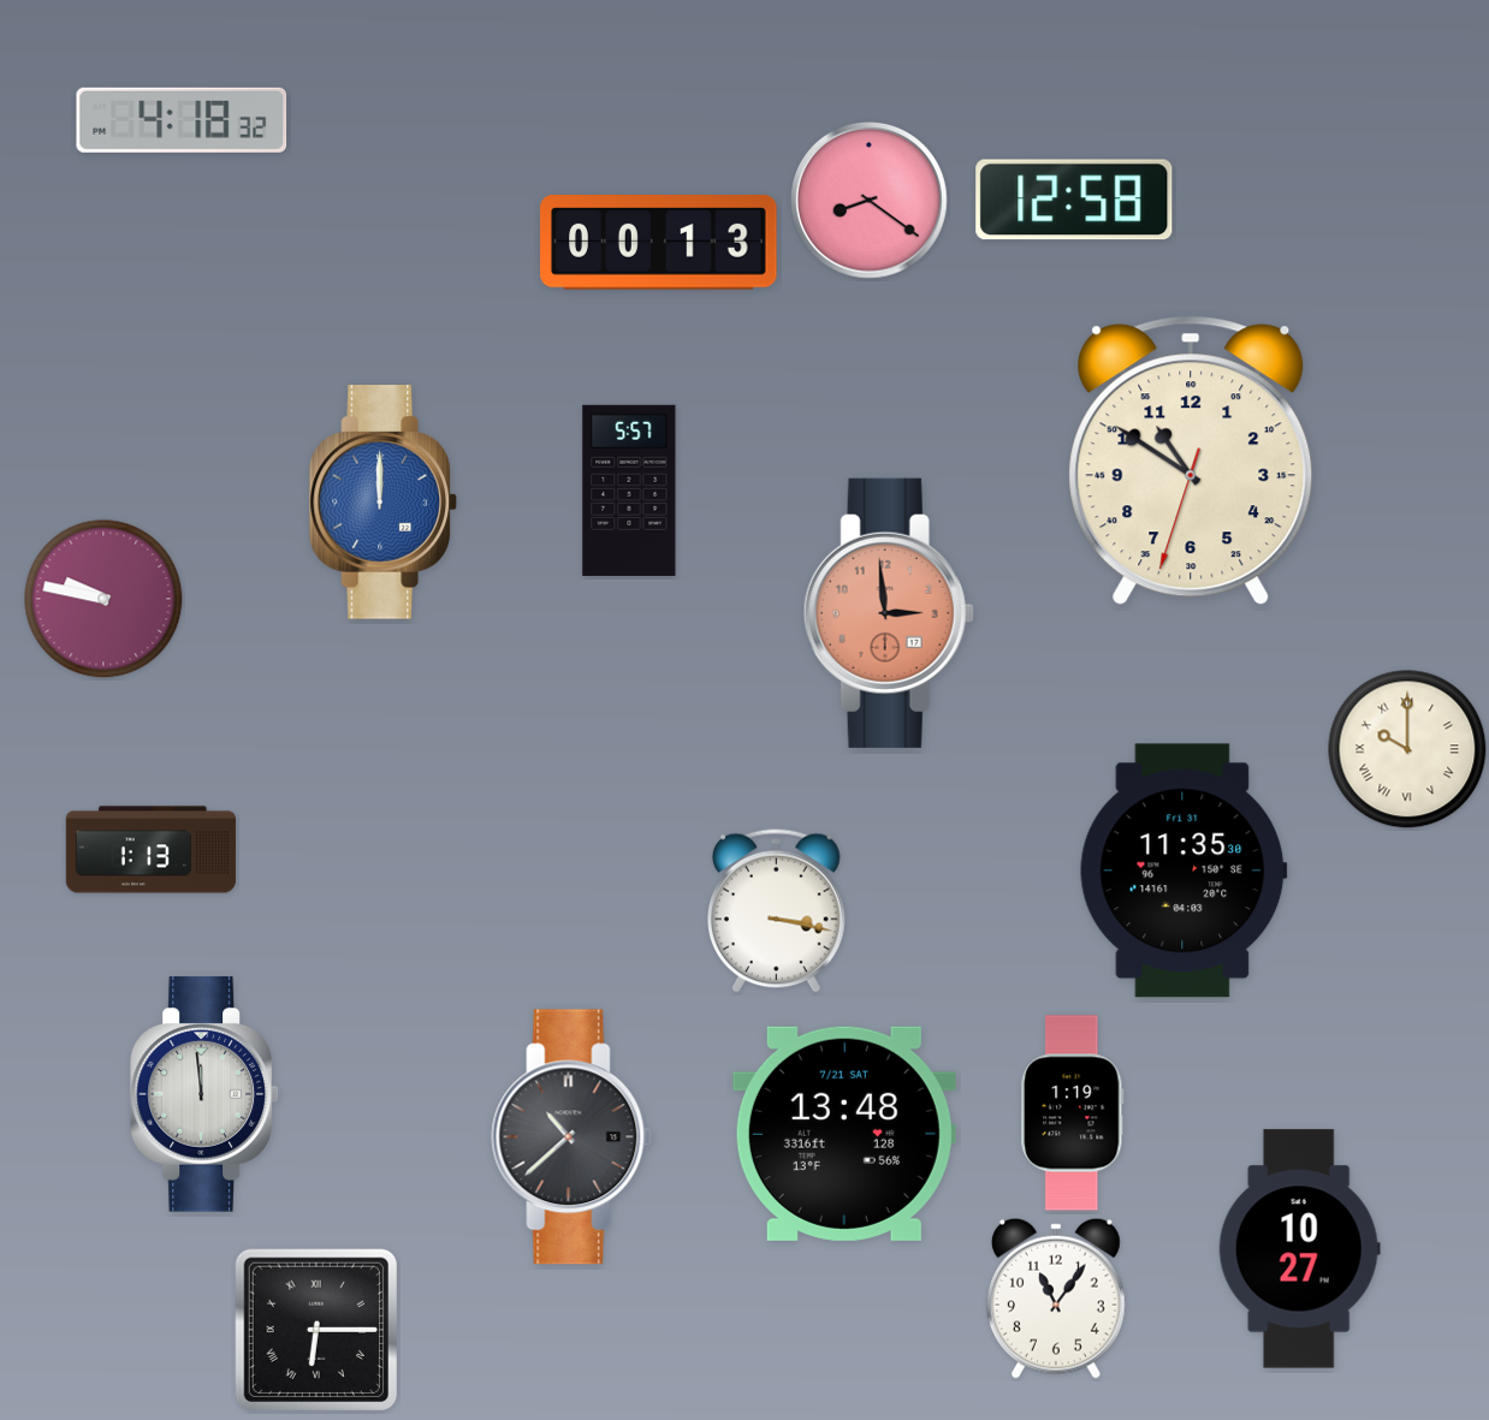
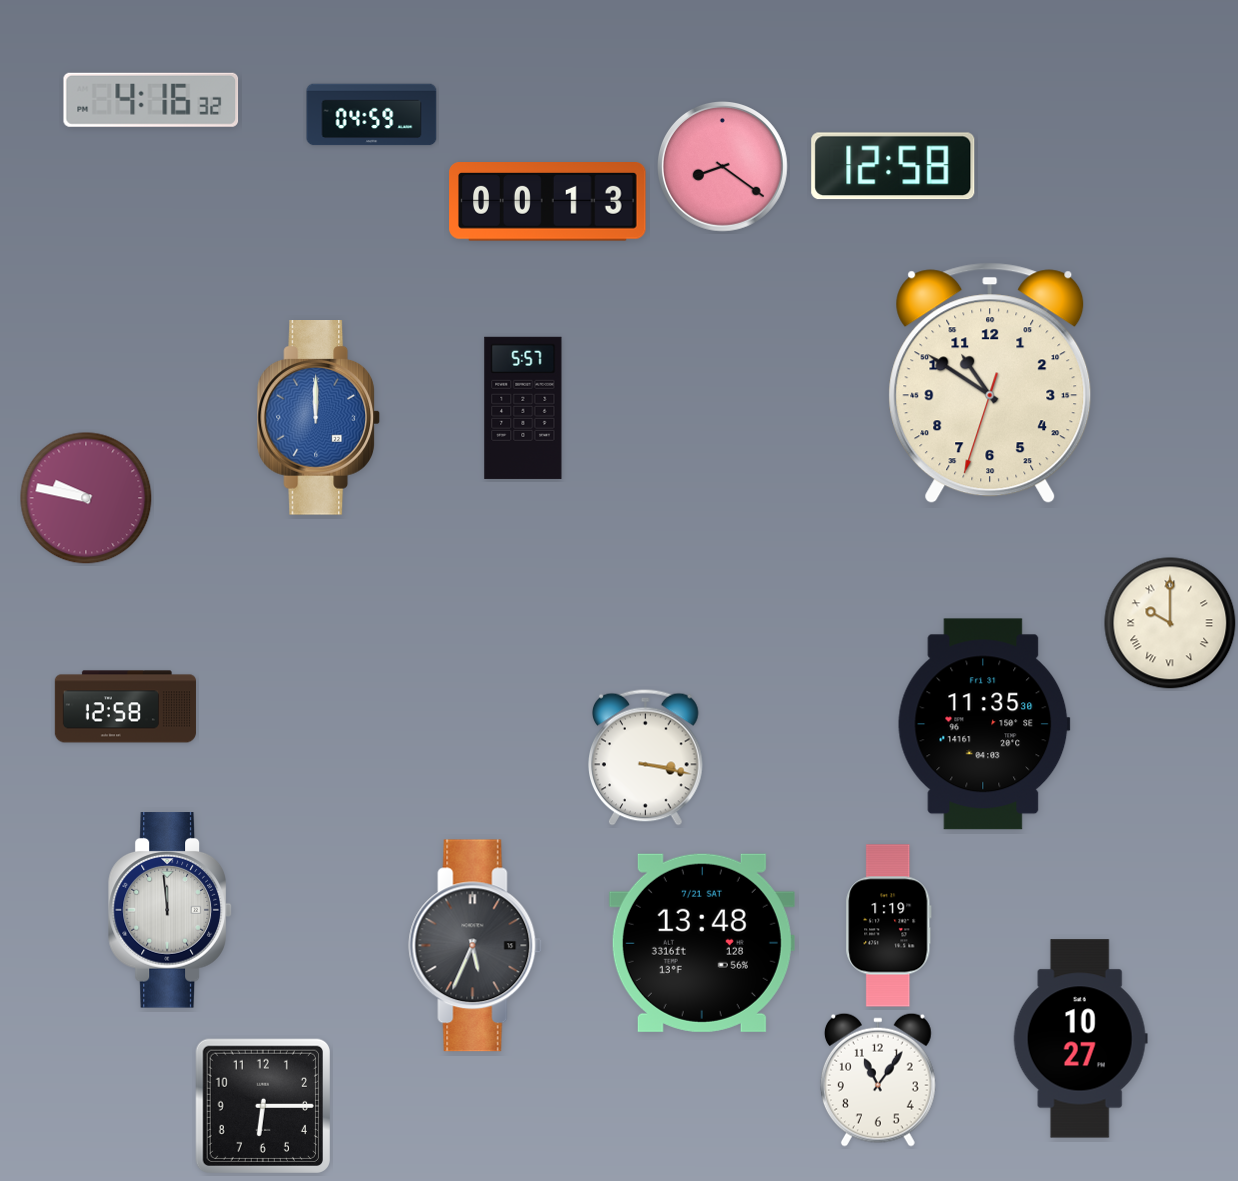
clock at (182, 120): 4:18 -> 4:16
clock at (372, 115): none -> 04:59
clock at (889, 613): 2:59 -> none
clock at (150, 850): 1:13 -> 12:58
clock at (1073, 1113) position: (1073, 1113) -> (889, 926)
clock at (573, 1137): 10:38 -> 5:34
clock at (316, 1330) numerals: Roman -> Arabic
